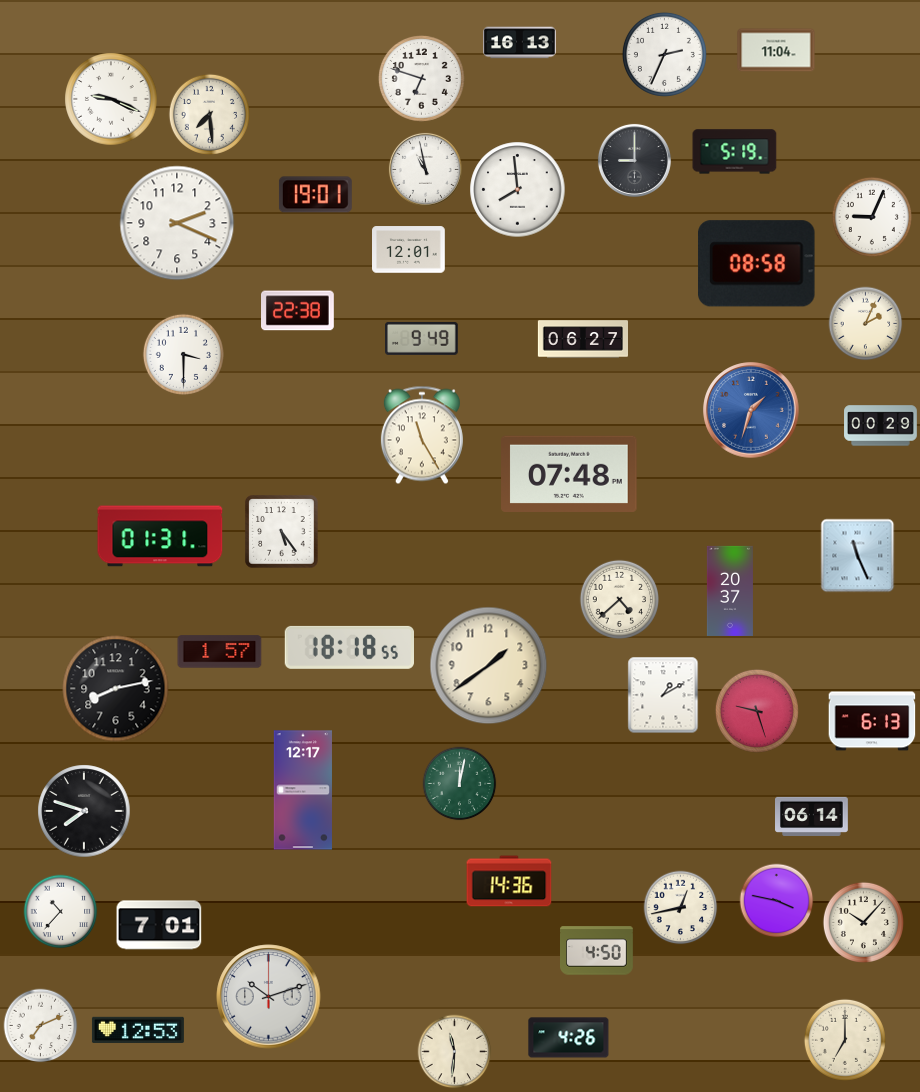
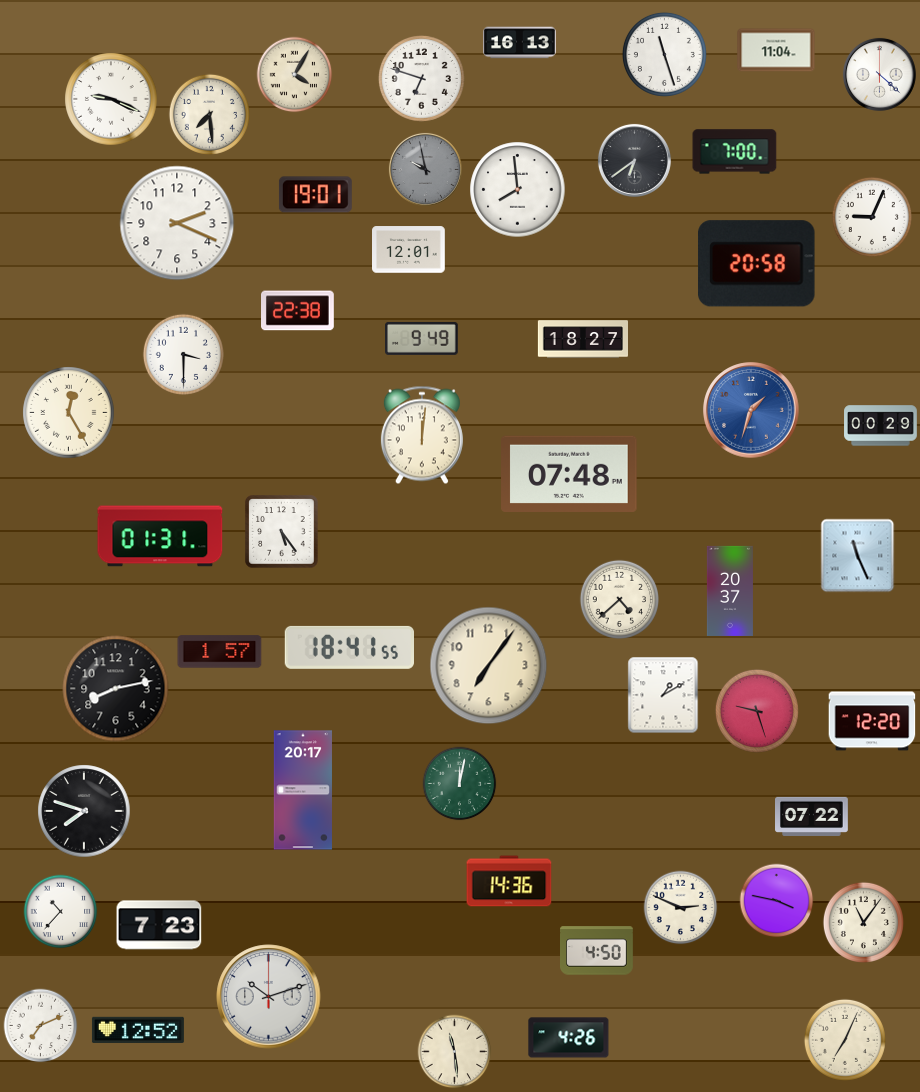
clock at (664, 54): 2:34 -> 11:27
clock at (879, 74): none -> 4:22
clock at (295, 75): none -> 4:05
clock at (735, 152): 5:19 -> 7:00
clock at (634, 160): 9:00 -> 6:39
clock at (425, 169): 10:58 -> 9:58
clock at (425, 169) dial: white -> grey
clock at (757, 264): 08:58 -> 20:58
clock at (866, 324): 2:04 -> none
clock at (582, 339): 06:27 -> 18:27
clock at (69, 413): none -> 12:25
clock at (422, 435): 11:25 -> 12:01
clock at (349, 647): 18:18 -> 18:41
clock at (489, 666): 1:39 -> 7:06
clock at (872, 721): 6:13 -> 12:20
clock at (302, 790): 12:17 -> 20:17
clock at (812, 816): 06:14 -> 07:22
clock at (681, 908): 12:43 -> 2:49
clock at (863, 922): 10:07 -> 11:06
clock at (159, 925): 7:01 -> 7:23
clock at (138, 1030): 12:53 -> 12:52
clock at (845, 1040): 7:00 -> 7:04
clock at (455, 1052): 11:31 -> 11:29
